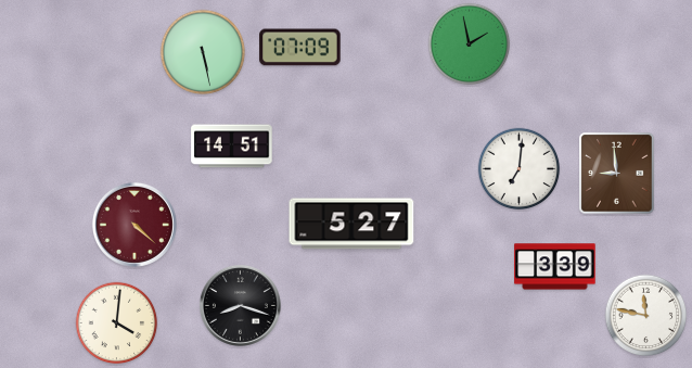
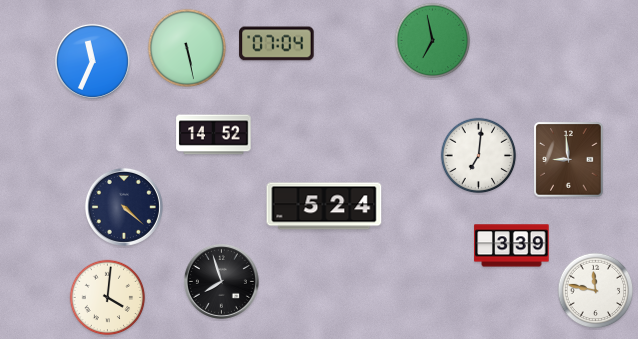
clock at (470, 45): 1:58 -> 6:58
clock at (300, 48): 07:09 -> 07:04
clock at (92, 61): none -> 11:34
clock at (232, 147): 14:51 -> 14:52
clock at (351, 224): 5:27 -> 5:24
clock at (134, 225) dial: burgundy -> navy
clock at (240, 305): 8:18 -> 7:57
